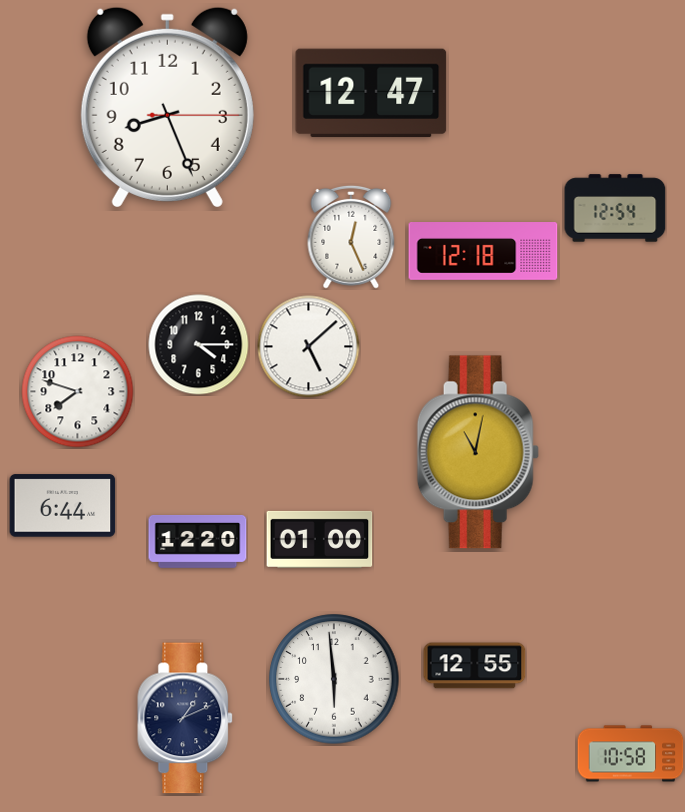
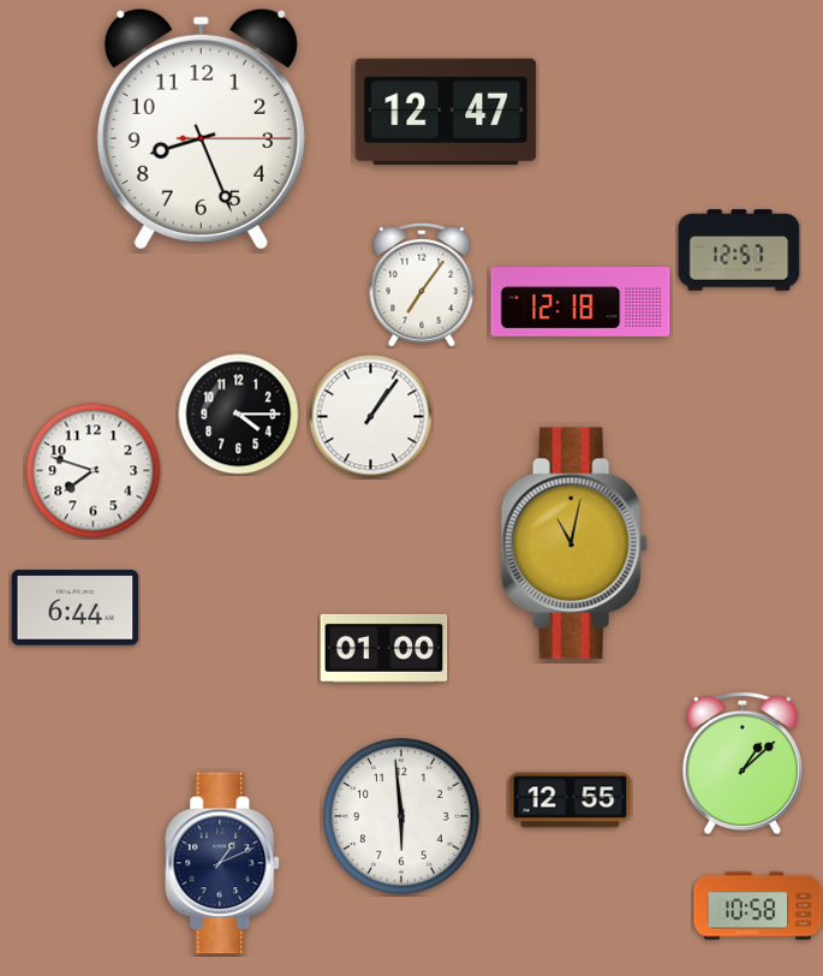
clock at (615, 208): 12:54 -> 12:57
clock at (351, 237): 12:26 -> 7:06
clock at (309, 347): 5:08 -> 1:06
clock at (198, 541): 12:20 -> none
clock at (743, 763): none -> 1:08
